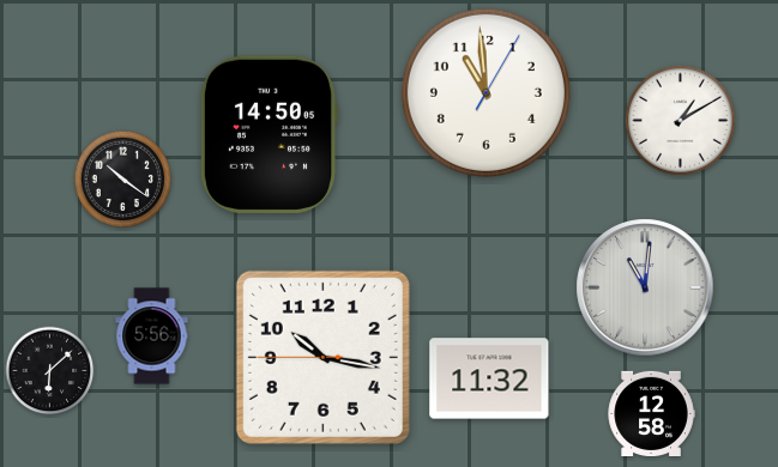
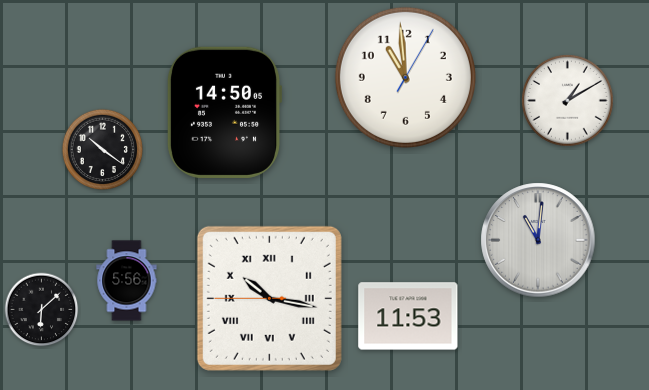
clock at (322, 357) numerals: Arabic -> Roman
clock at (489, 378): 11:32 -> 11:53
clock at (651, 413): 12:58 -> none
